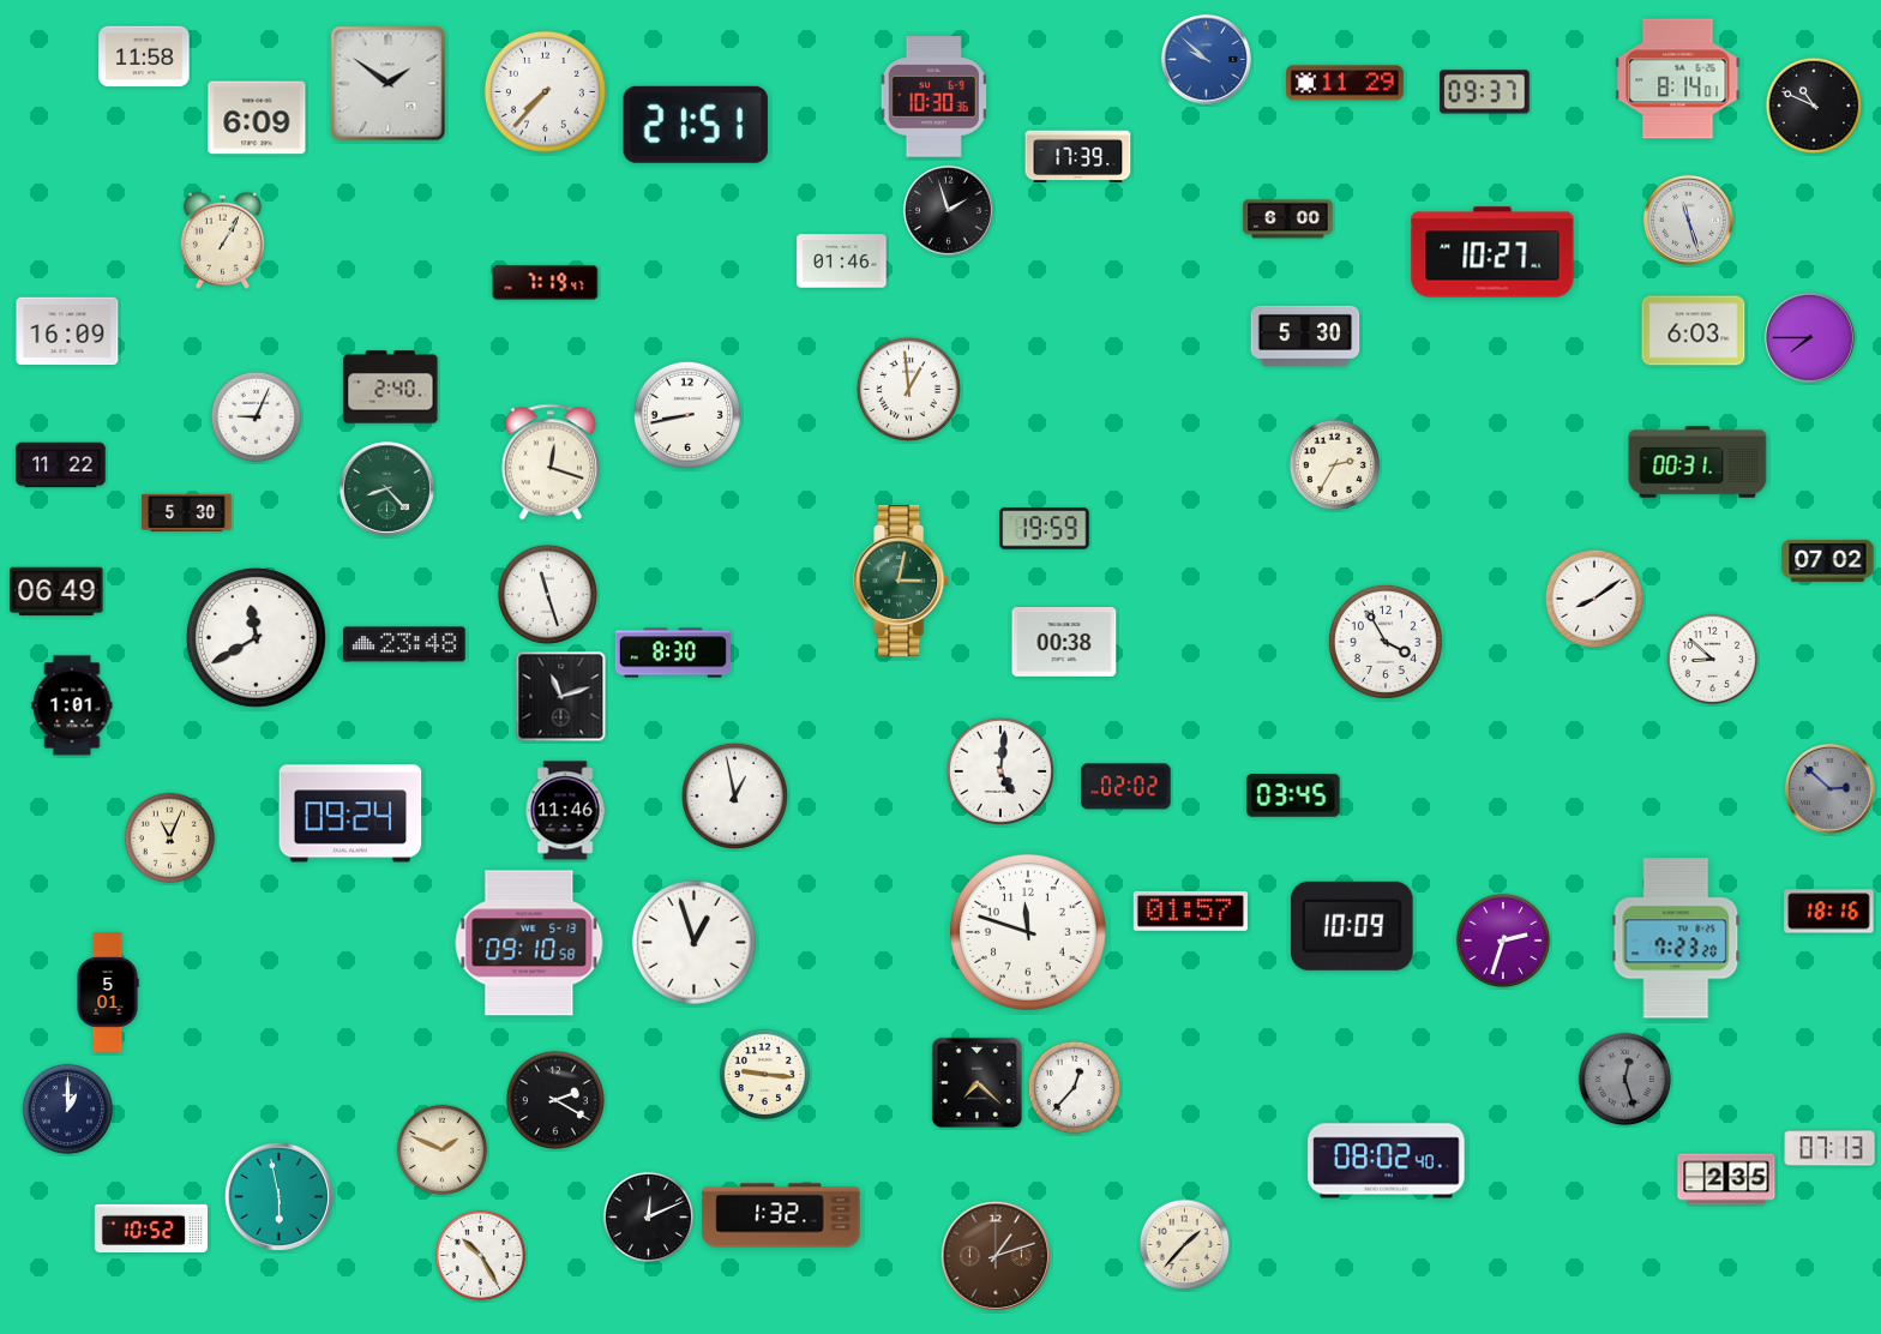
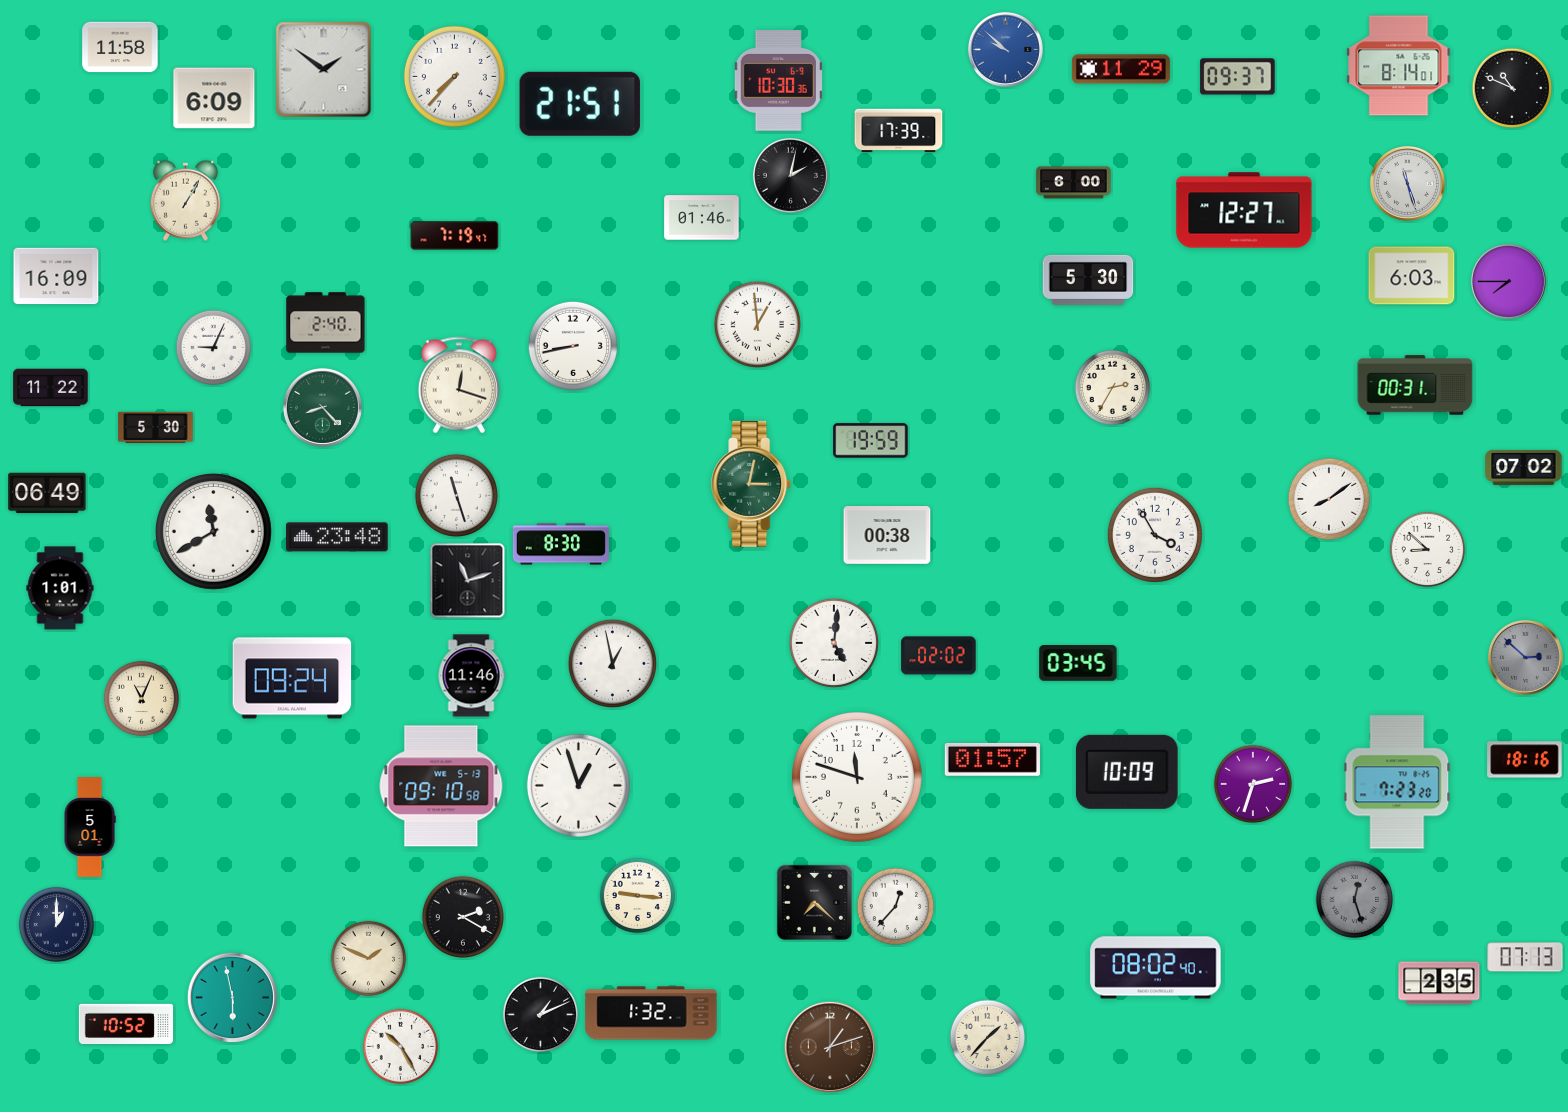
clock at (948, 210): 1:57 -> 2:02
clock at (1492, 252): 10:27 -> 12:27
clock at (649, 1218): 12:11 -> 1:11
